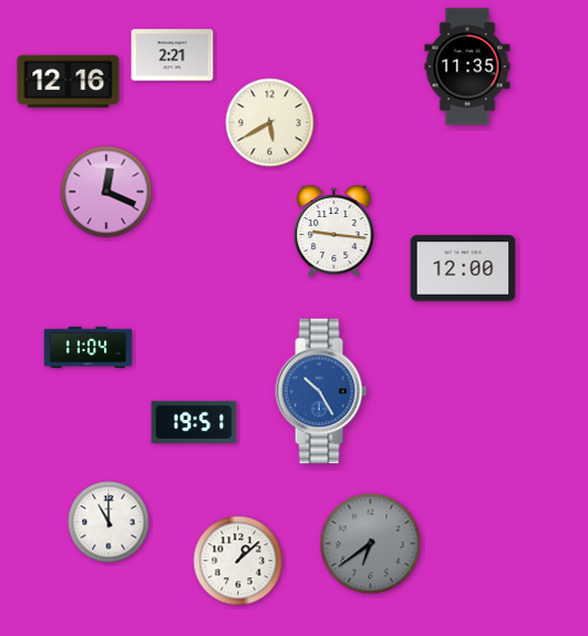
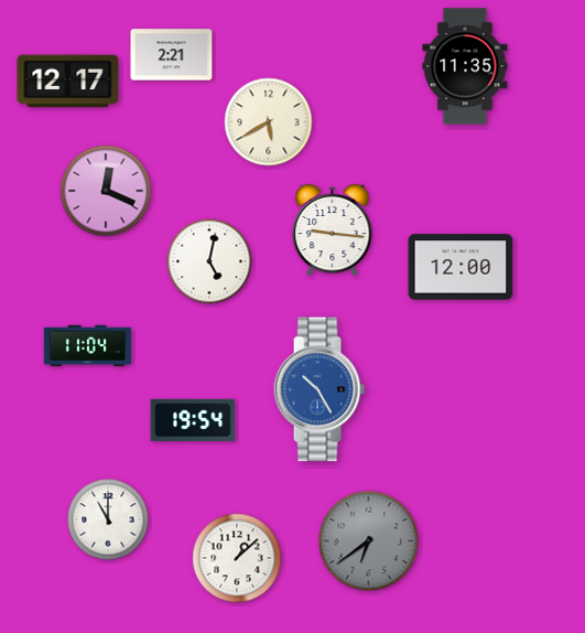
clock at (69, 82): 12:16 -> 12:17
clock at (209, 261): none -> 5:02
clock at (194, 421): 19:51 -> 19:54
